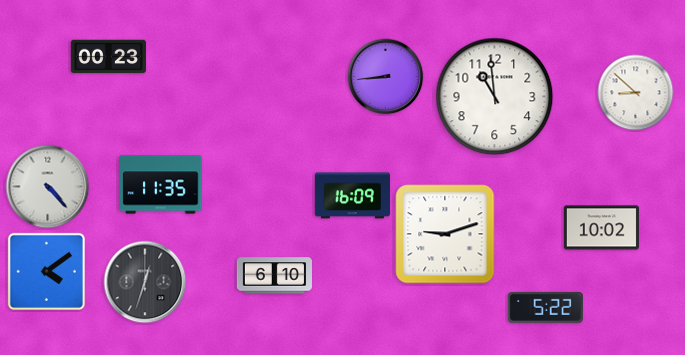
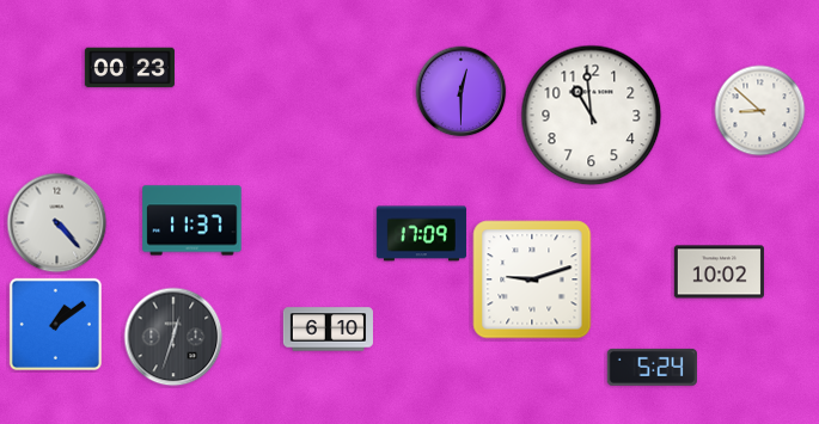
clock at (386, 77): 8:44 -> 12:30
clock at (161, 185): 11:35 -> 11:37
clock at (352, 196): 16:09 -> 17:09
clock at (46, 271): 4:09 -> 1:09
clock at (545, 307): 5:22 -> 5:24
